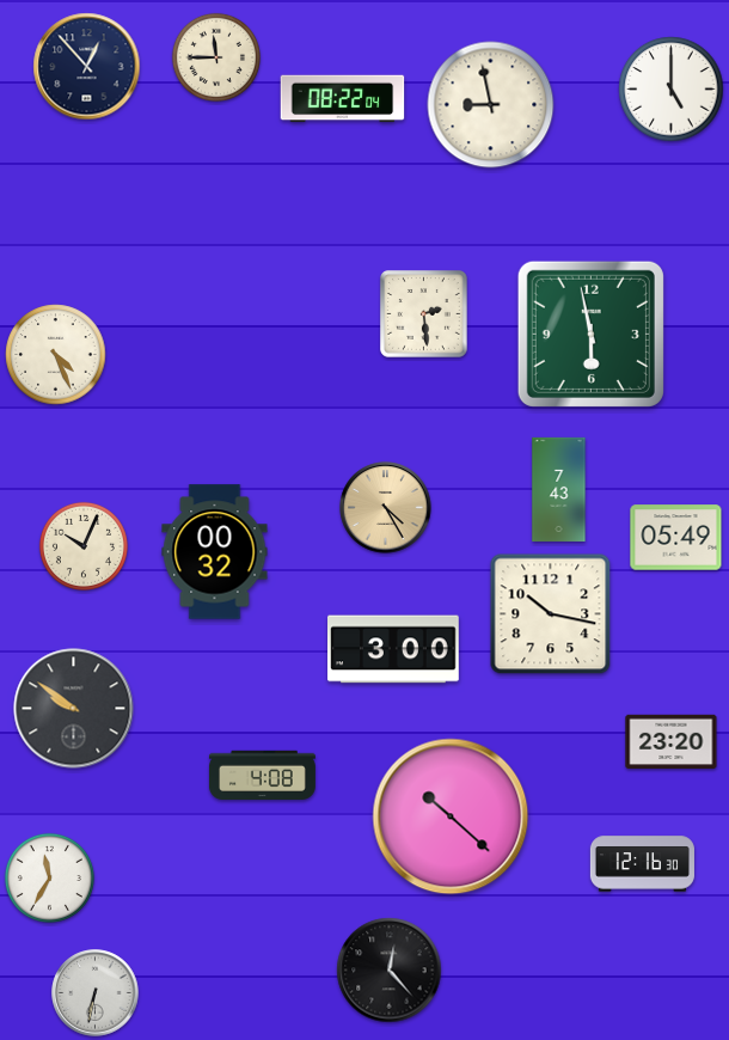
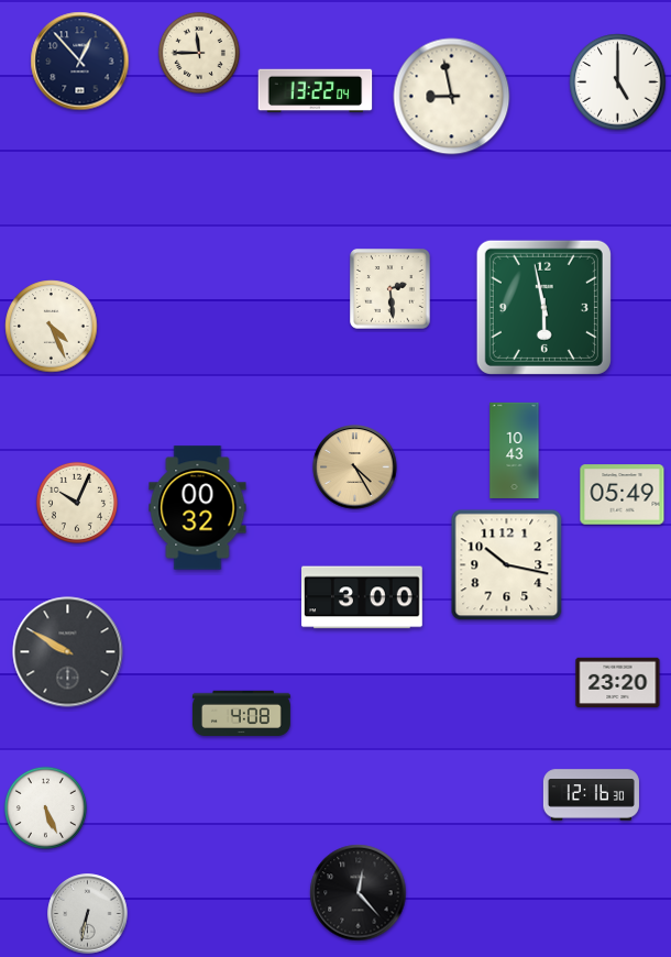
clock at (343, 99): 08:22 -> 13:22
clock at (559, 489): 7:43 -> 10:43
clock at (74, 709): 9:51 -> 9:50
clock at (451, 816): 10:22 -> none
clock at (49, 877): 11:35 -> 5:26
